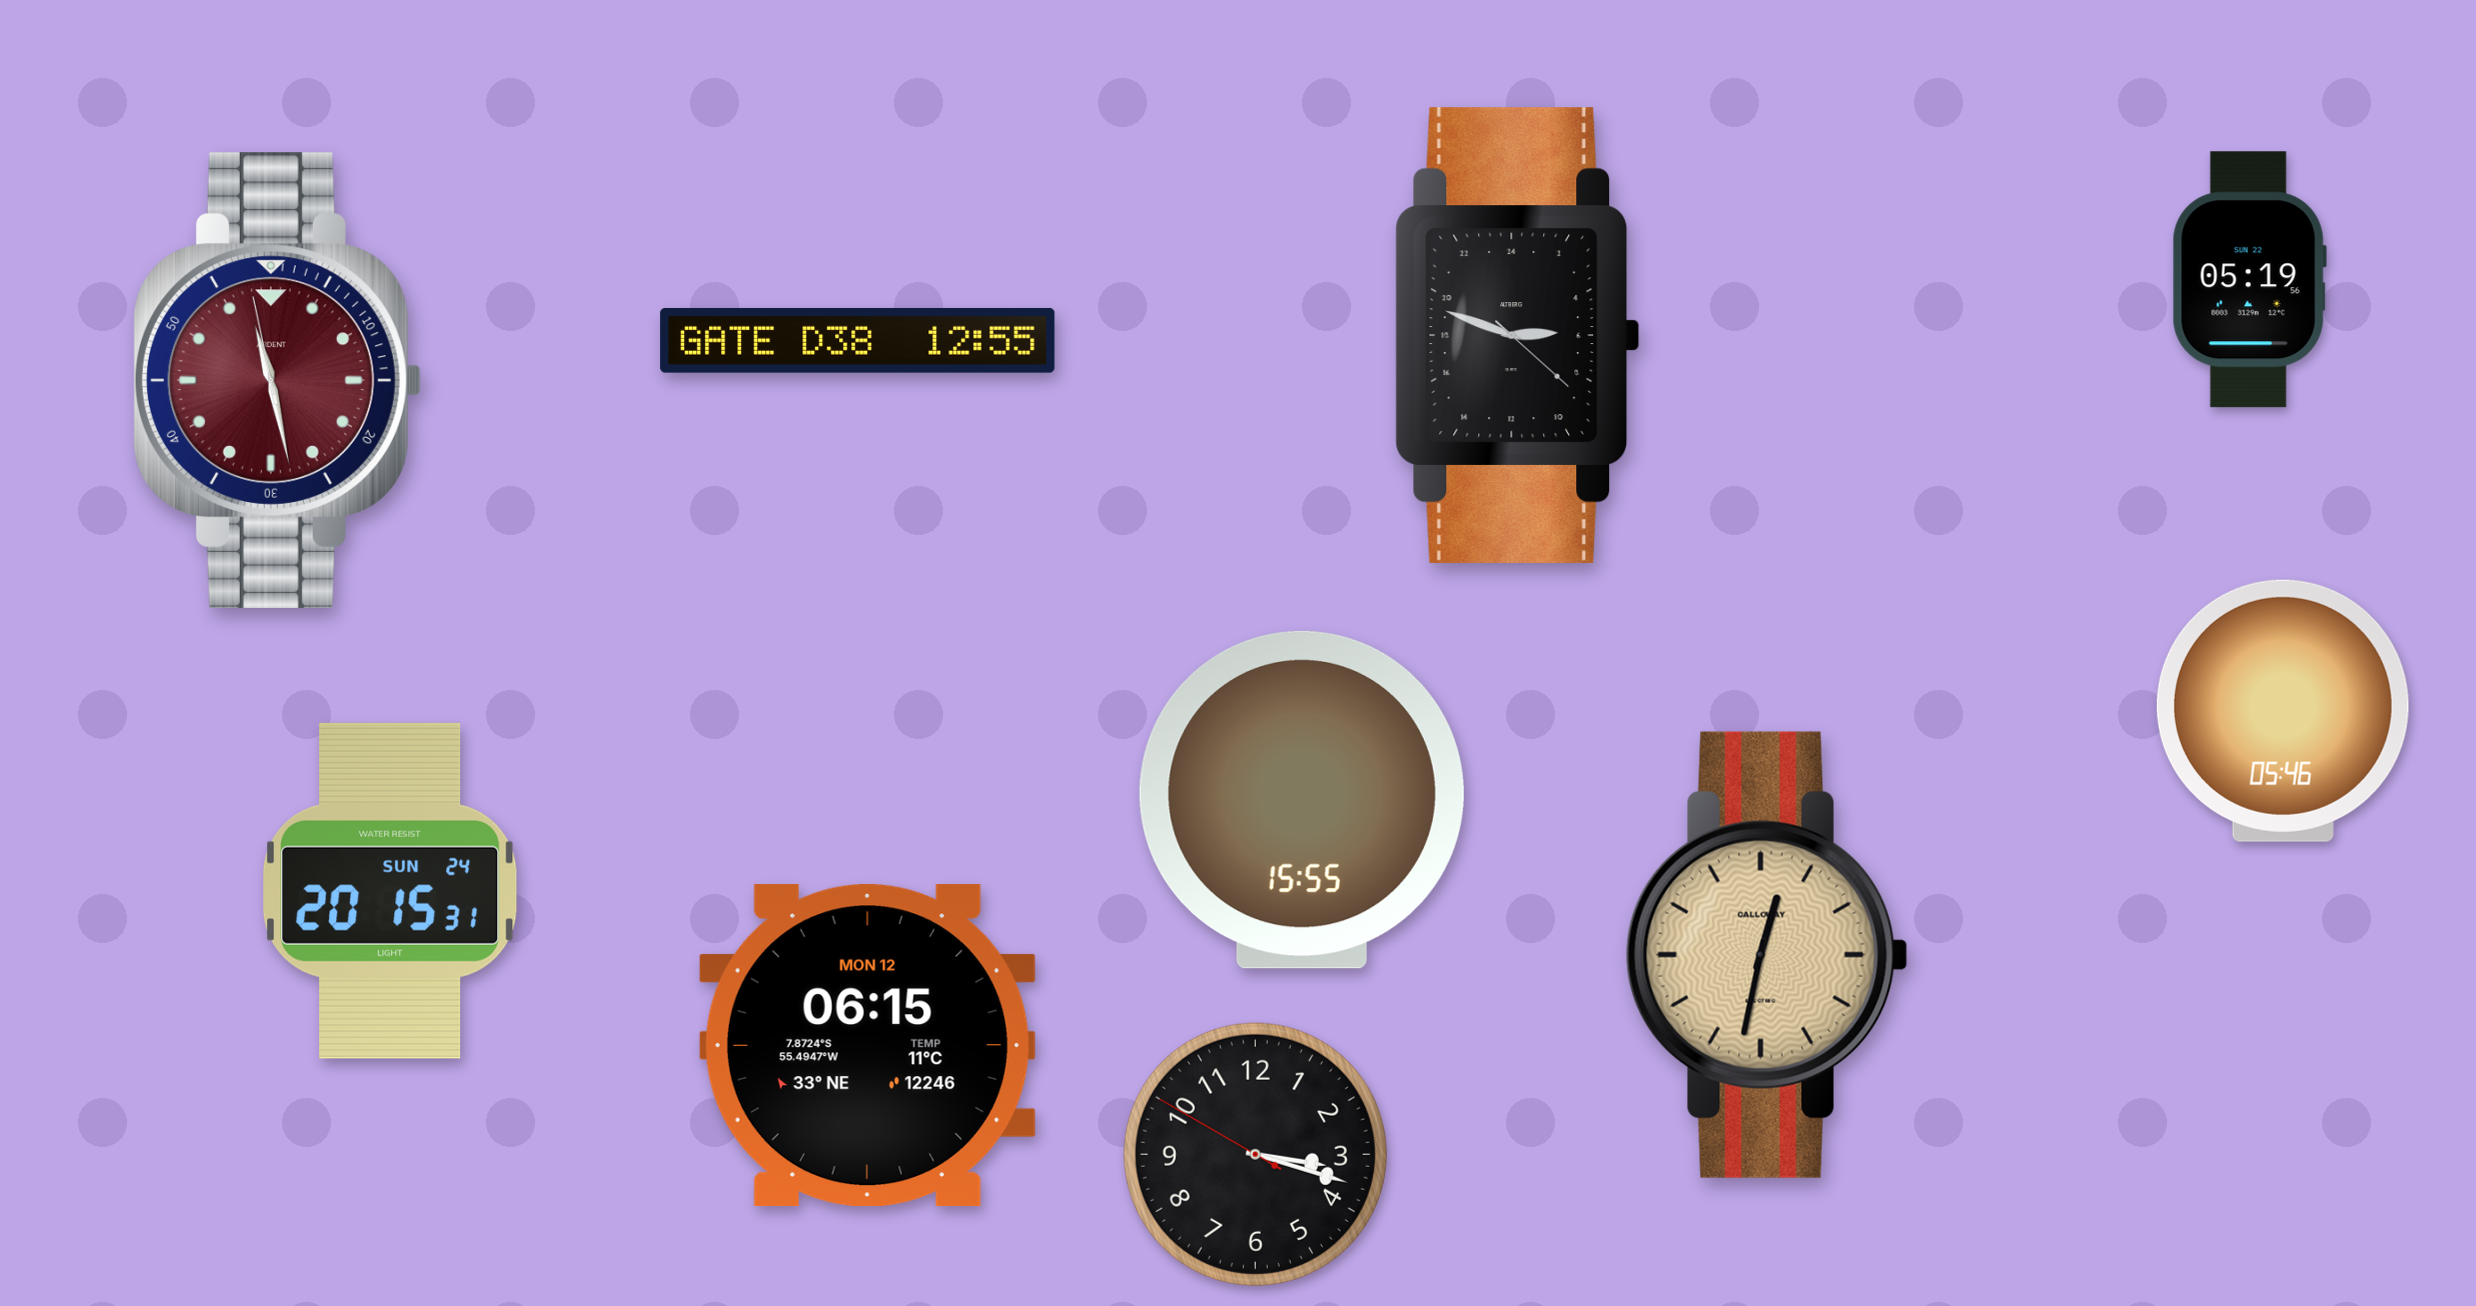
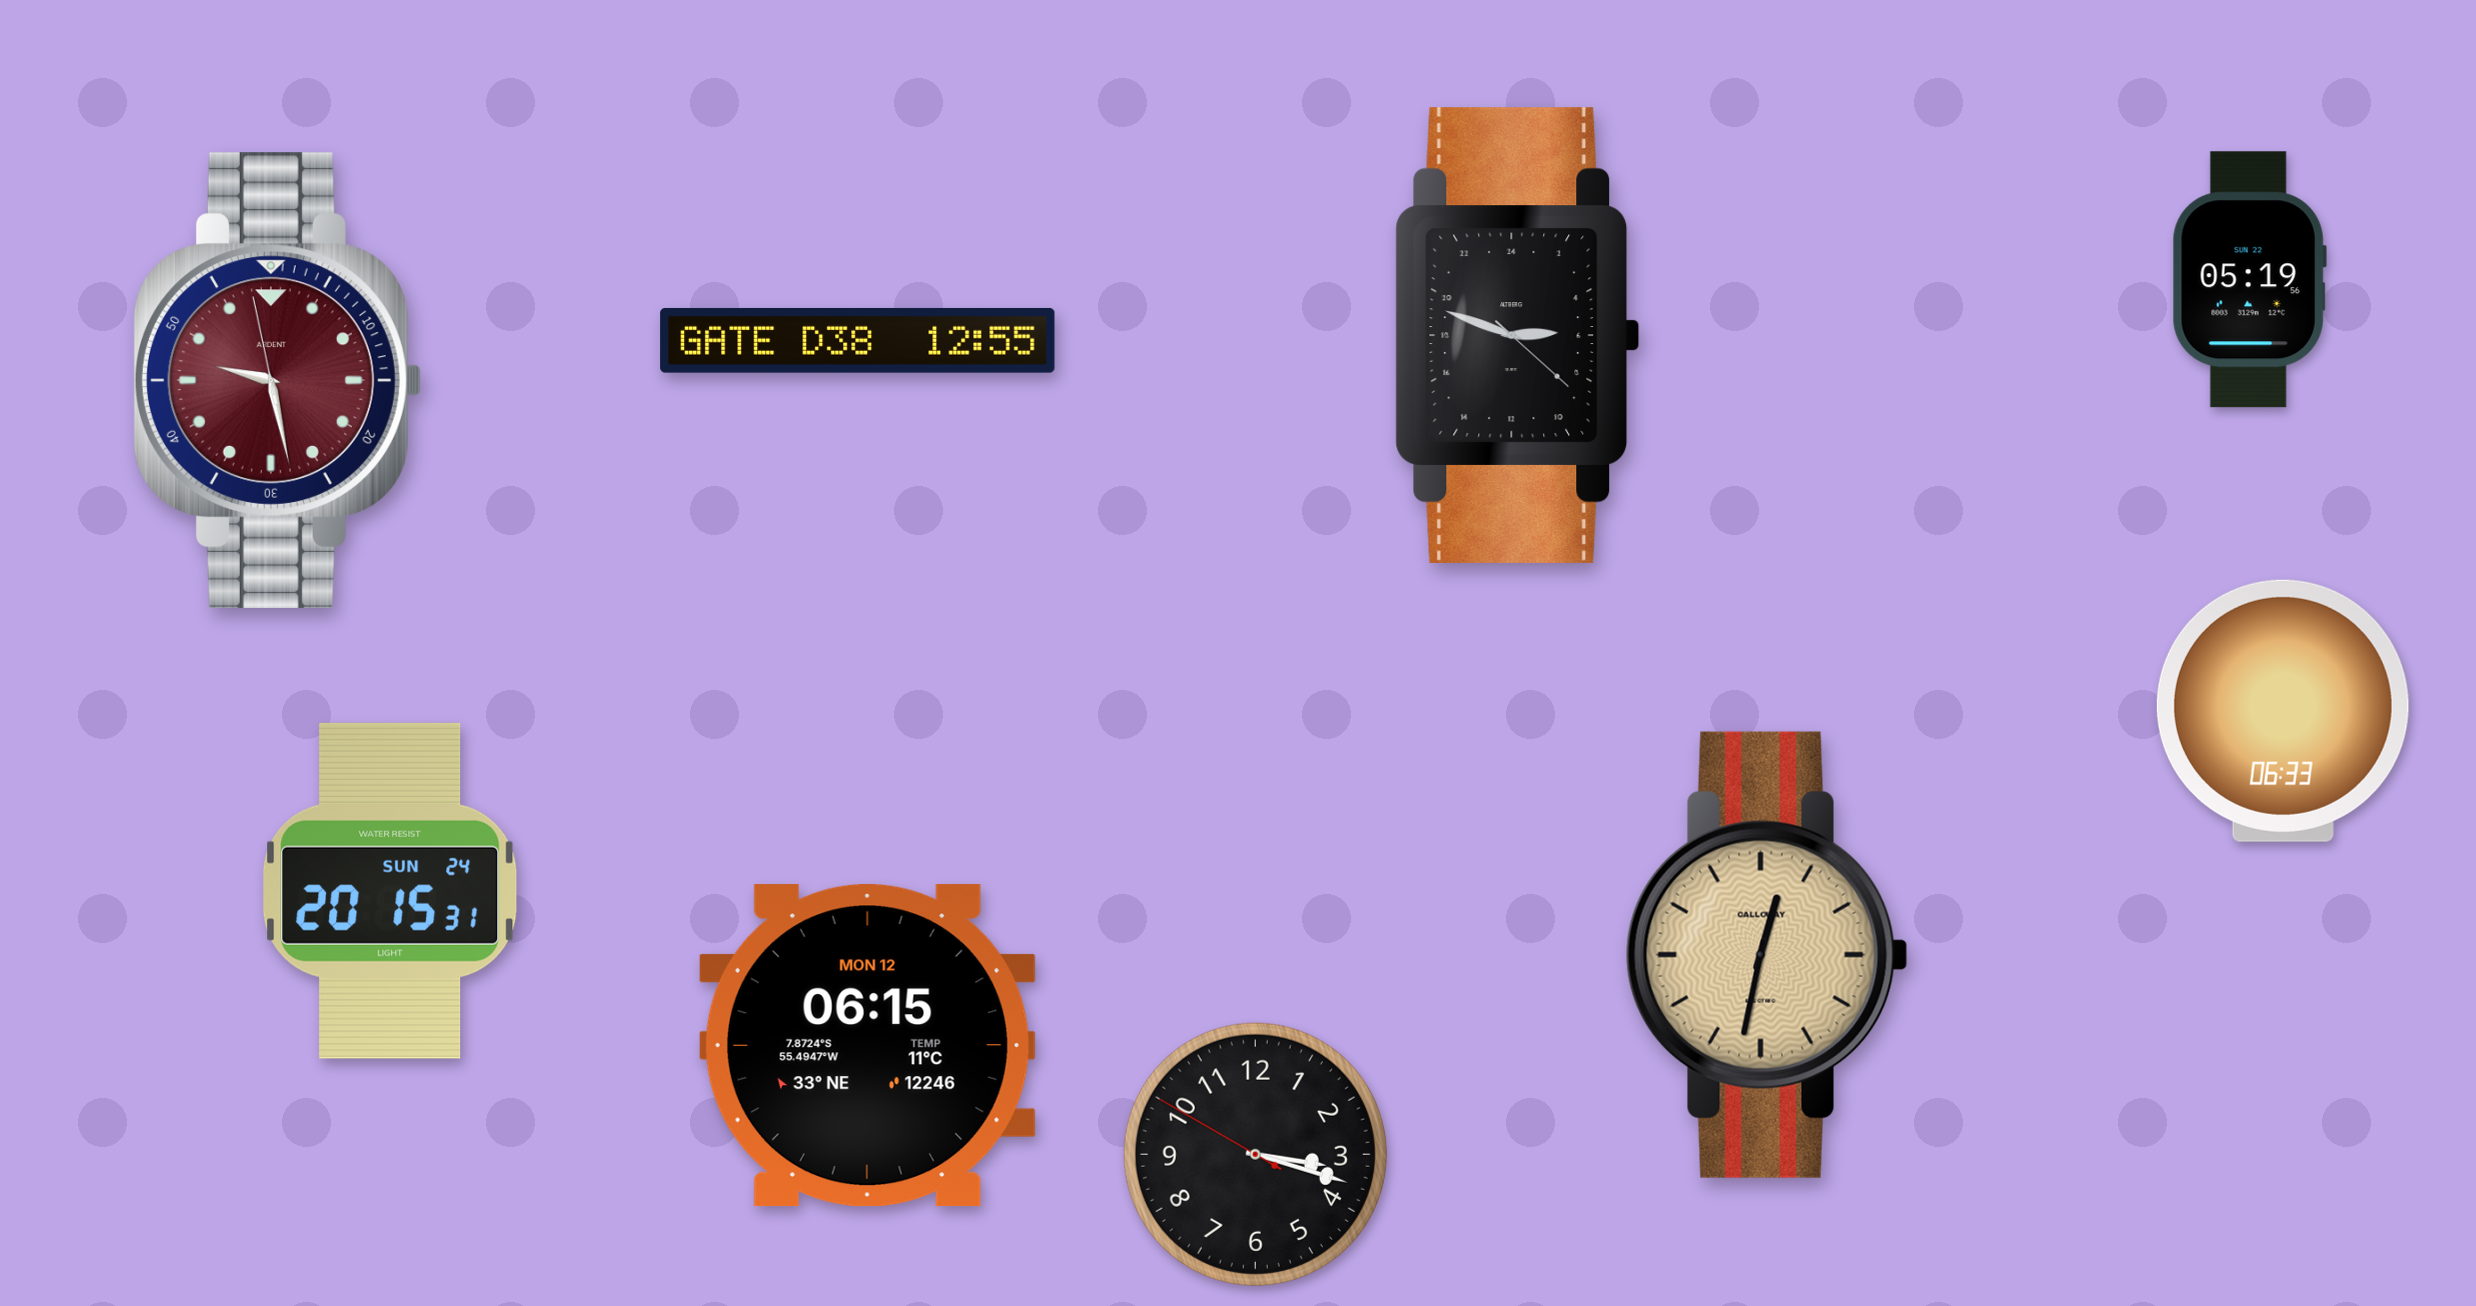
clock at (277, 380): 11:27 -> 9:27
clock at (2283, 711): 05:46 -> 06:33
clock at (1302, 800): 15:55 -> none
